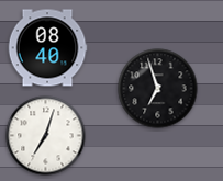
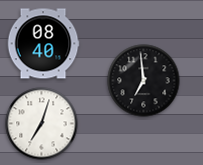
clock at (158, 89): 6:57 -> 6:59
